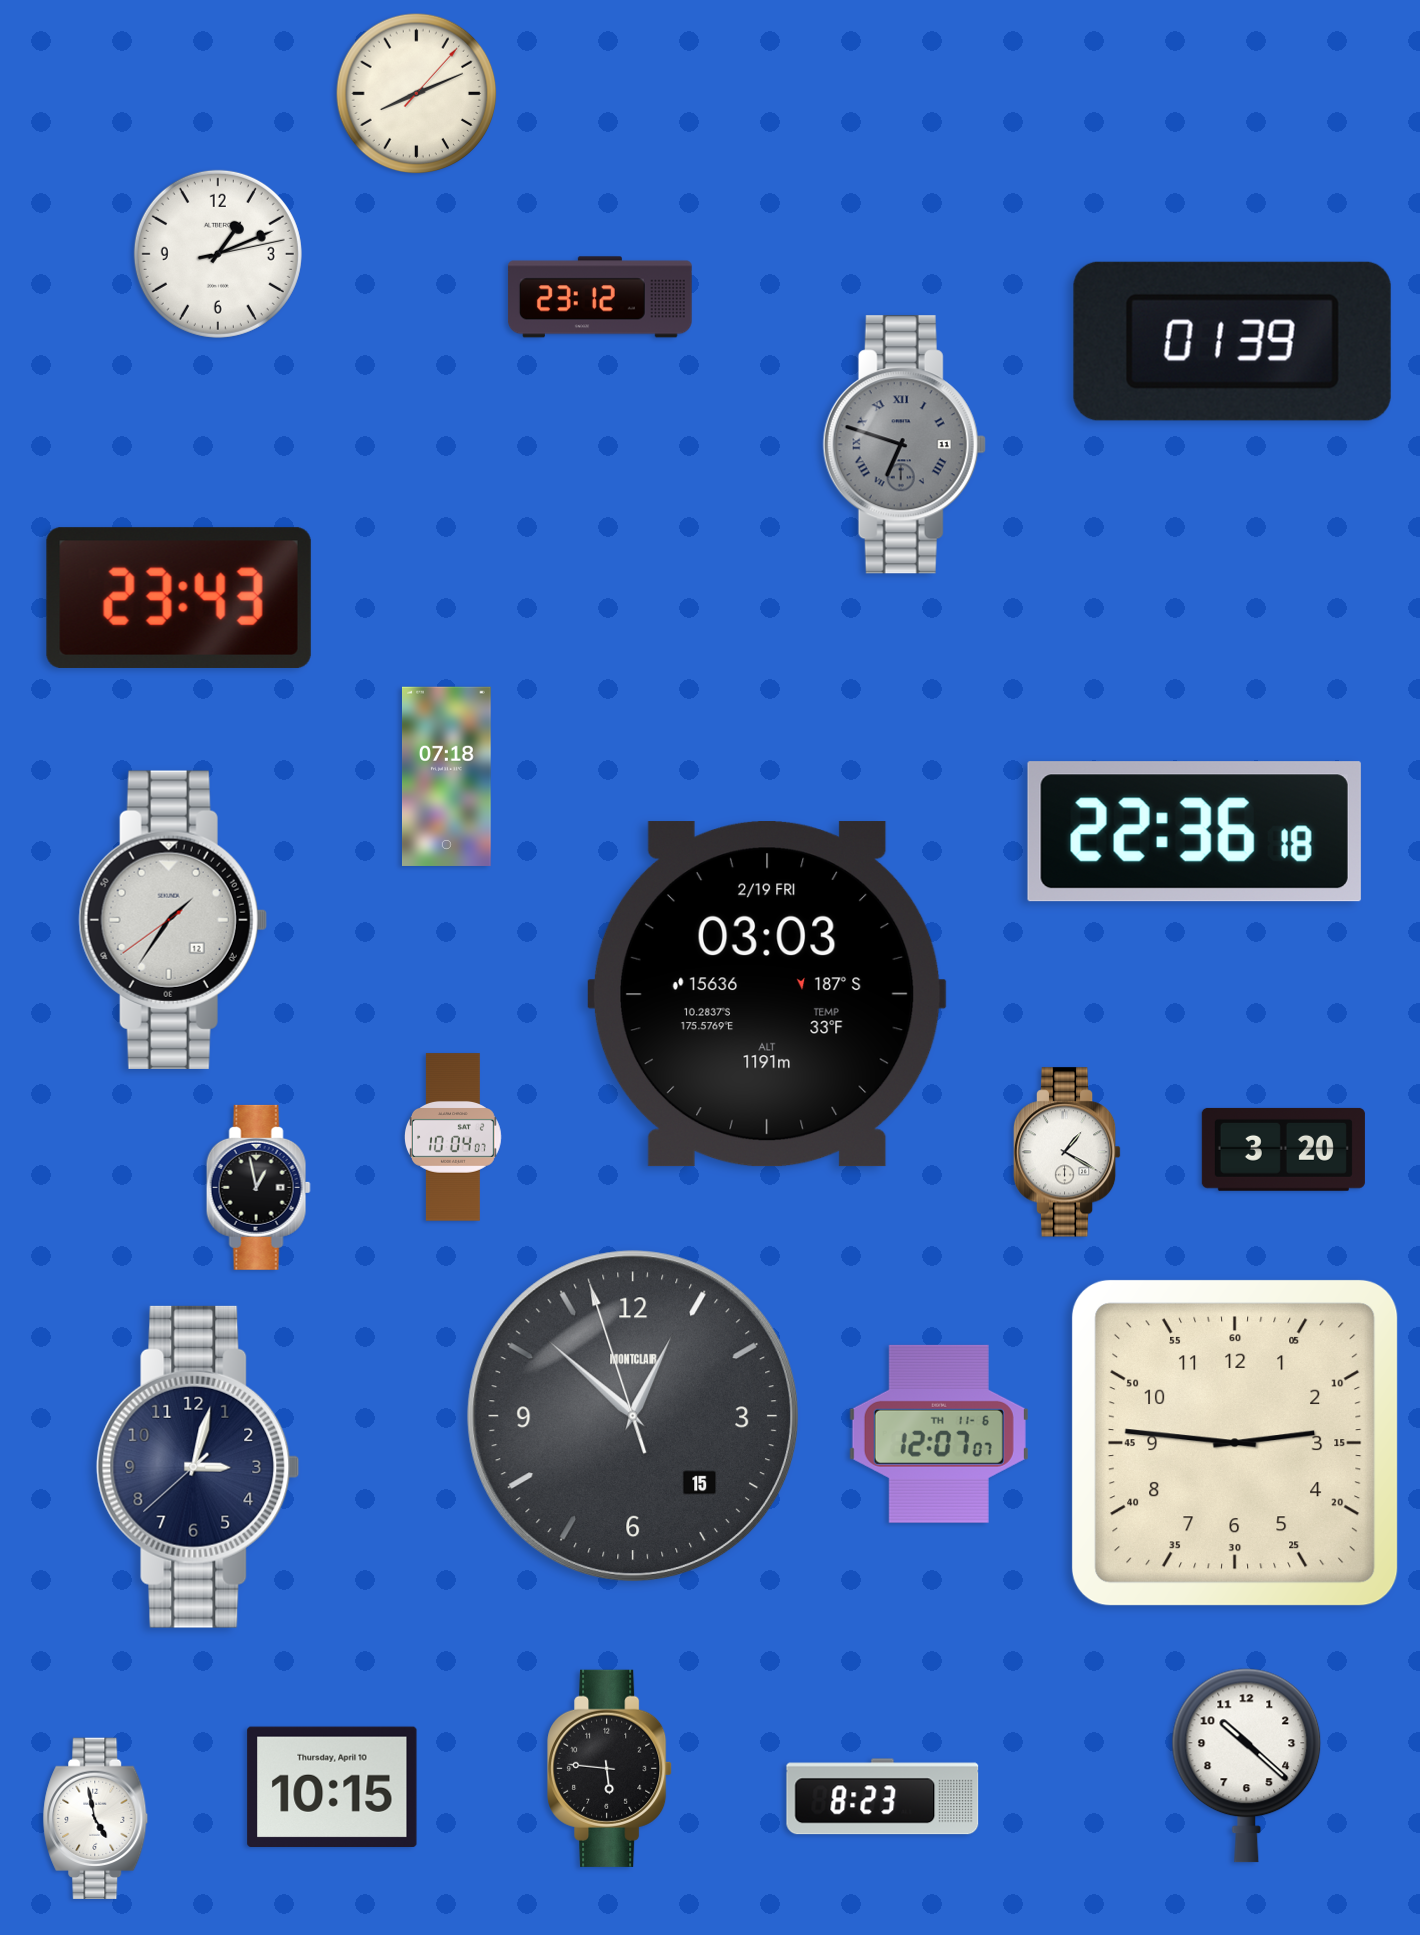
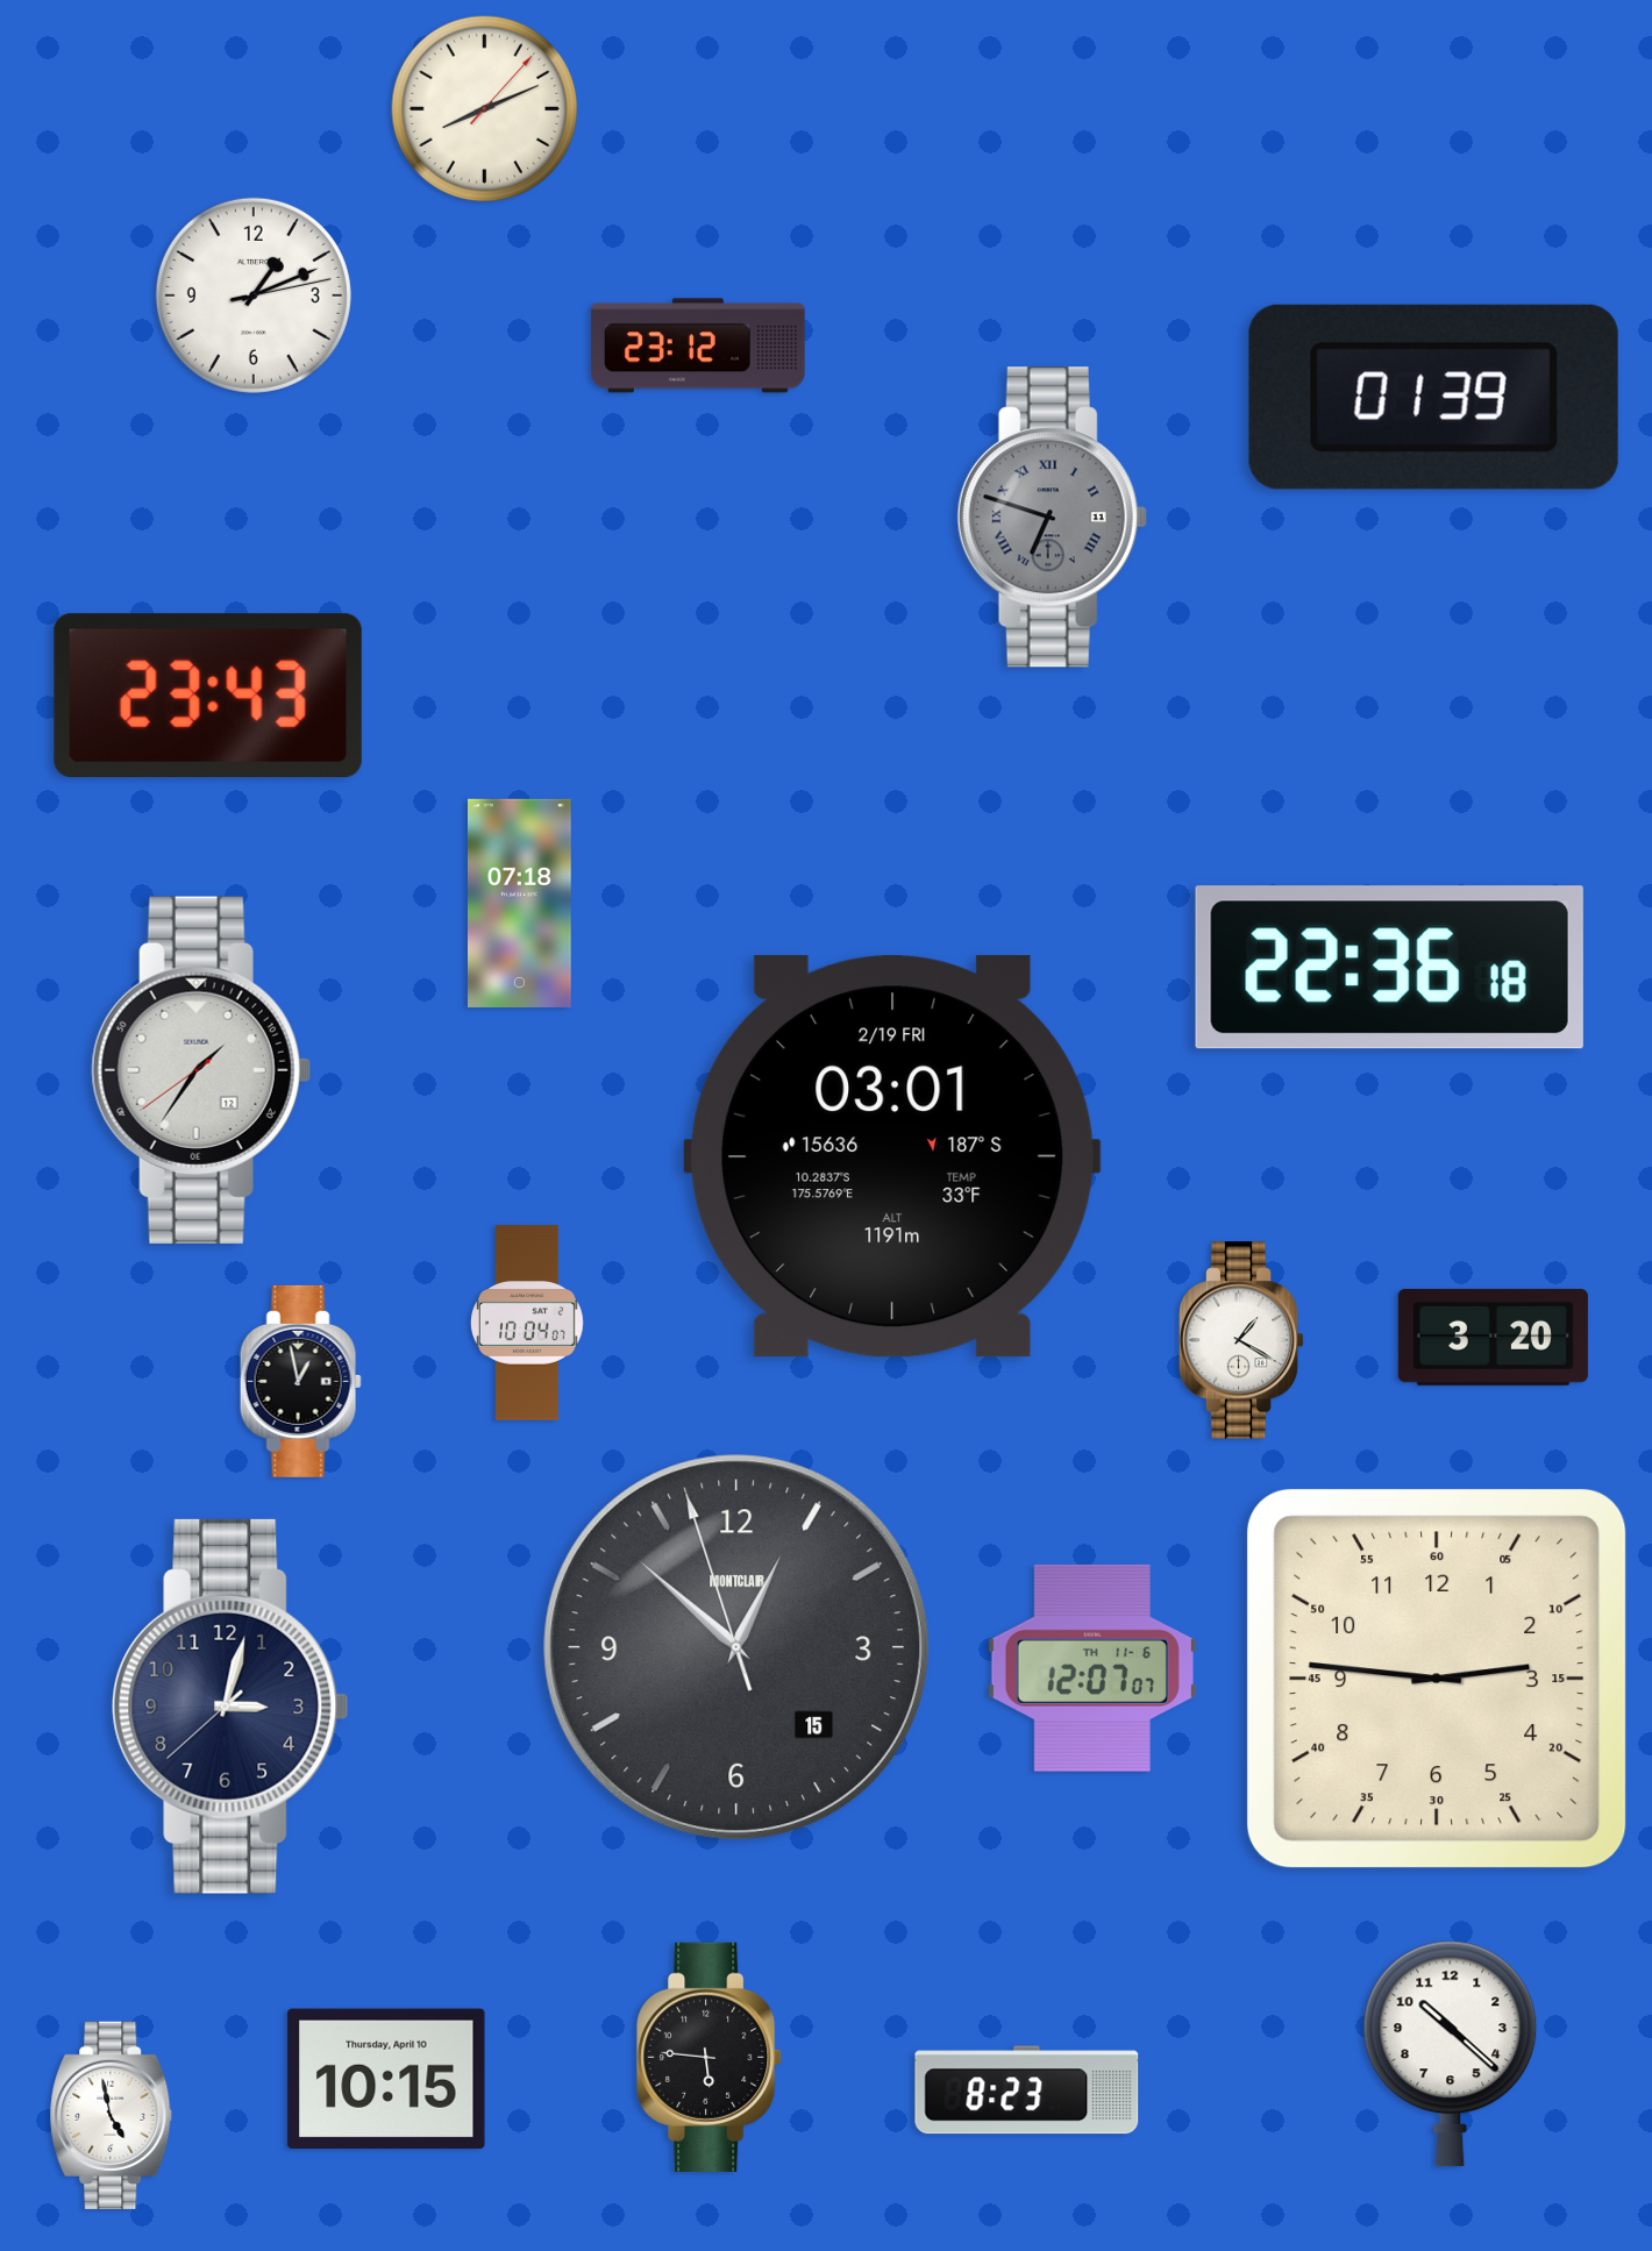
clock at (767, 995): 03:03 -> 03:01
